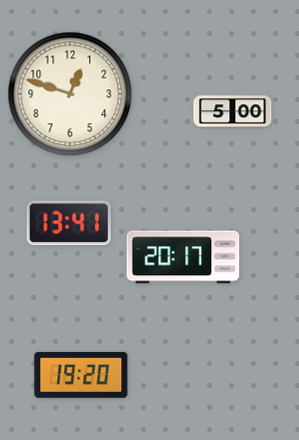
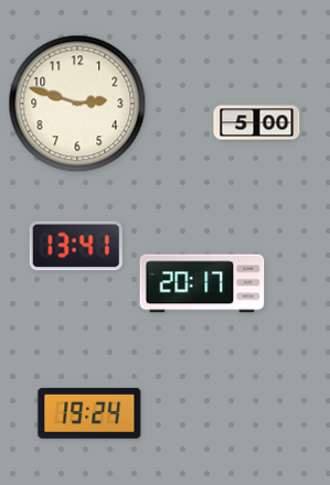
clock at (70, 94): 12:48 -> 2:48
clock at (81, 375): 19:20 -> 19:24
